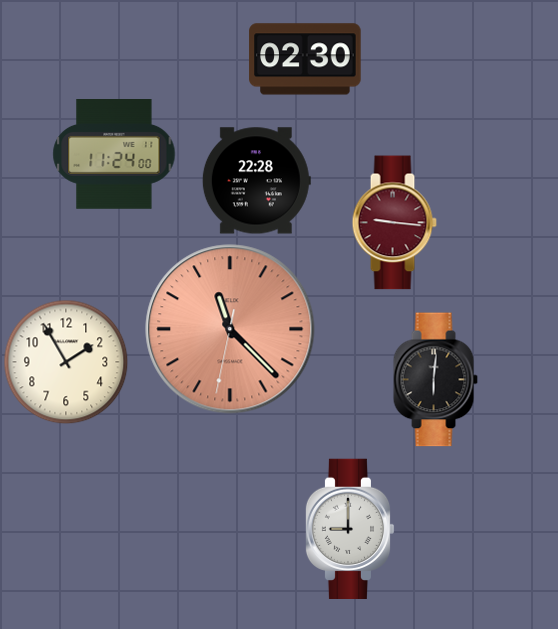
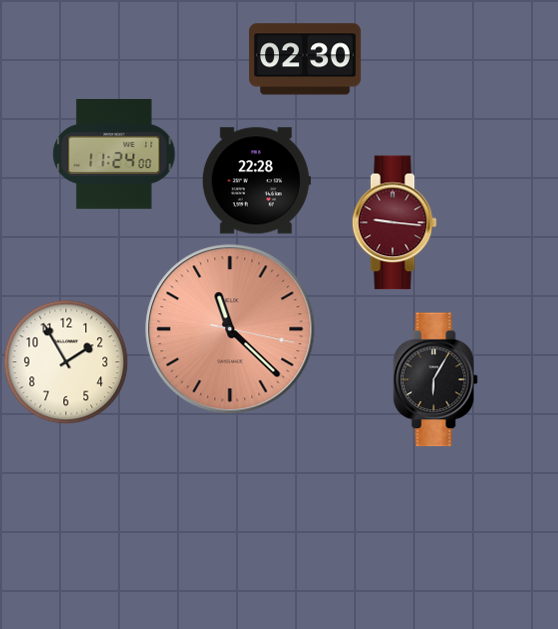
clock at (230, 329): 11:22:32 -> 11:22:17
clock at (435, 380): 6:01 -> 6:05
clock at (350, 528): 9:00 -> none
